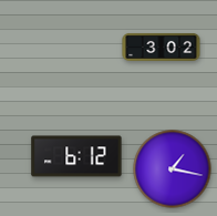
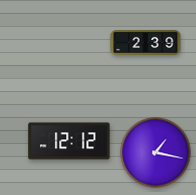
clock at (162, 47): 3:02 -> 2:39
clock at (76, 156): 6:12 -> 12:12
